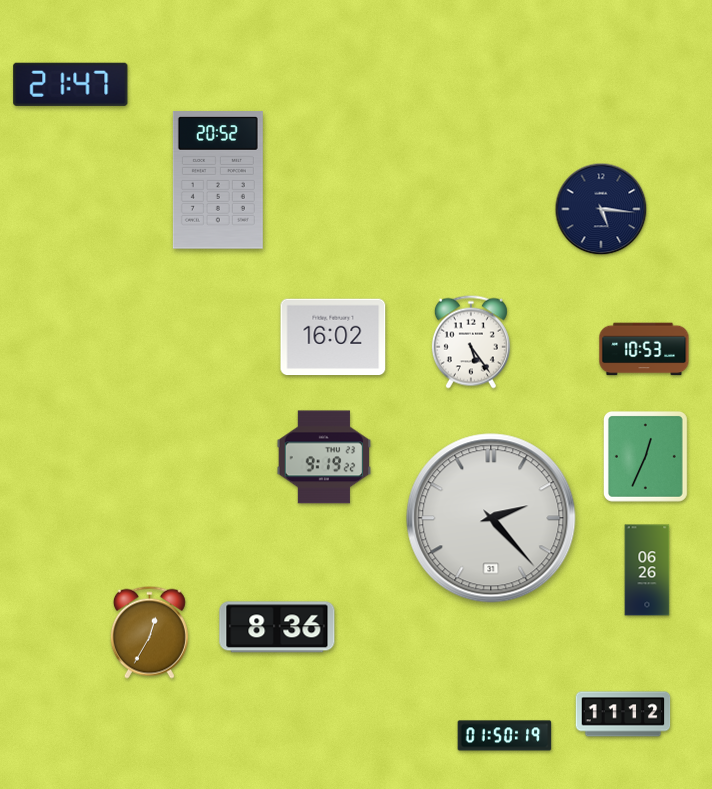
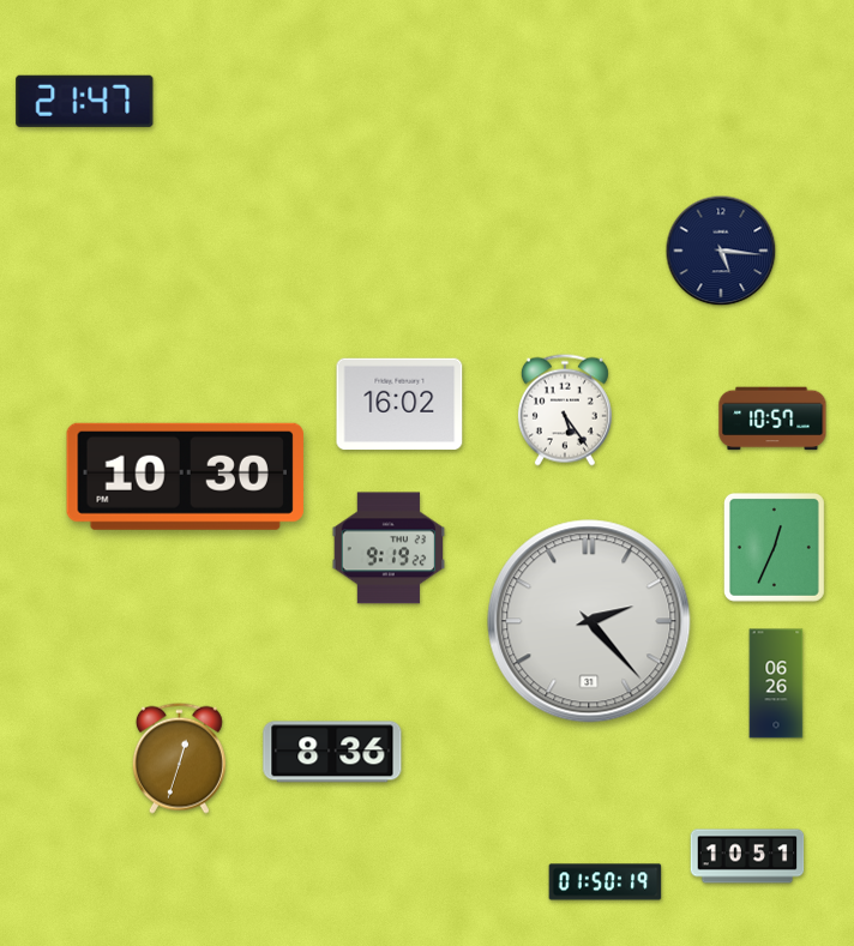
clock at (218, 180): 20:52 -> none
clock at (644, 349): 10:53 -> 10:57
clock at (185, 476): none -> 10:30
clock at (149, 632): 12:35 -> 12:33
clock at (623, 714): 11:12 -> 10:51
